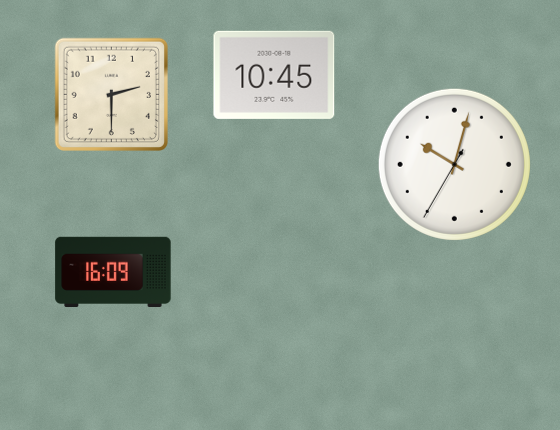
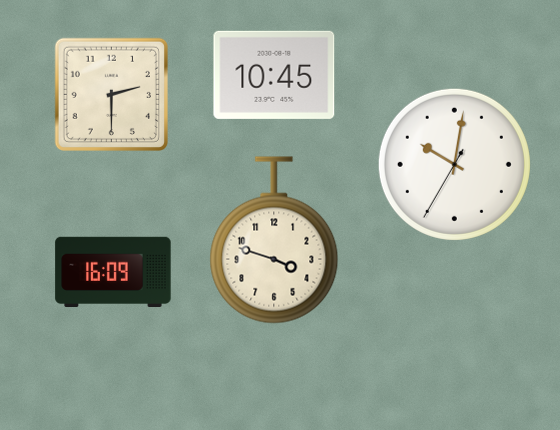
clock at (454, 164): 10:02 -> 10:01
clock at (274, 240): none -> 3:48
